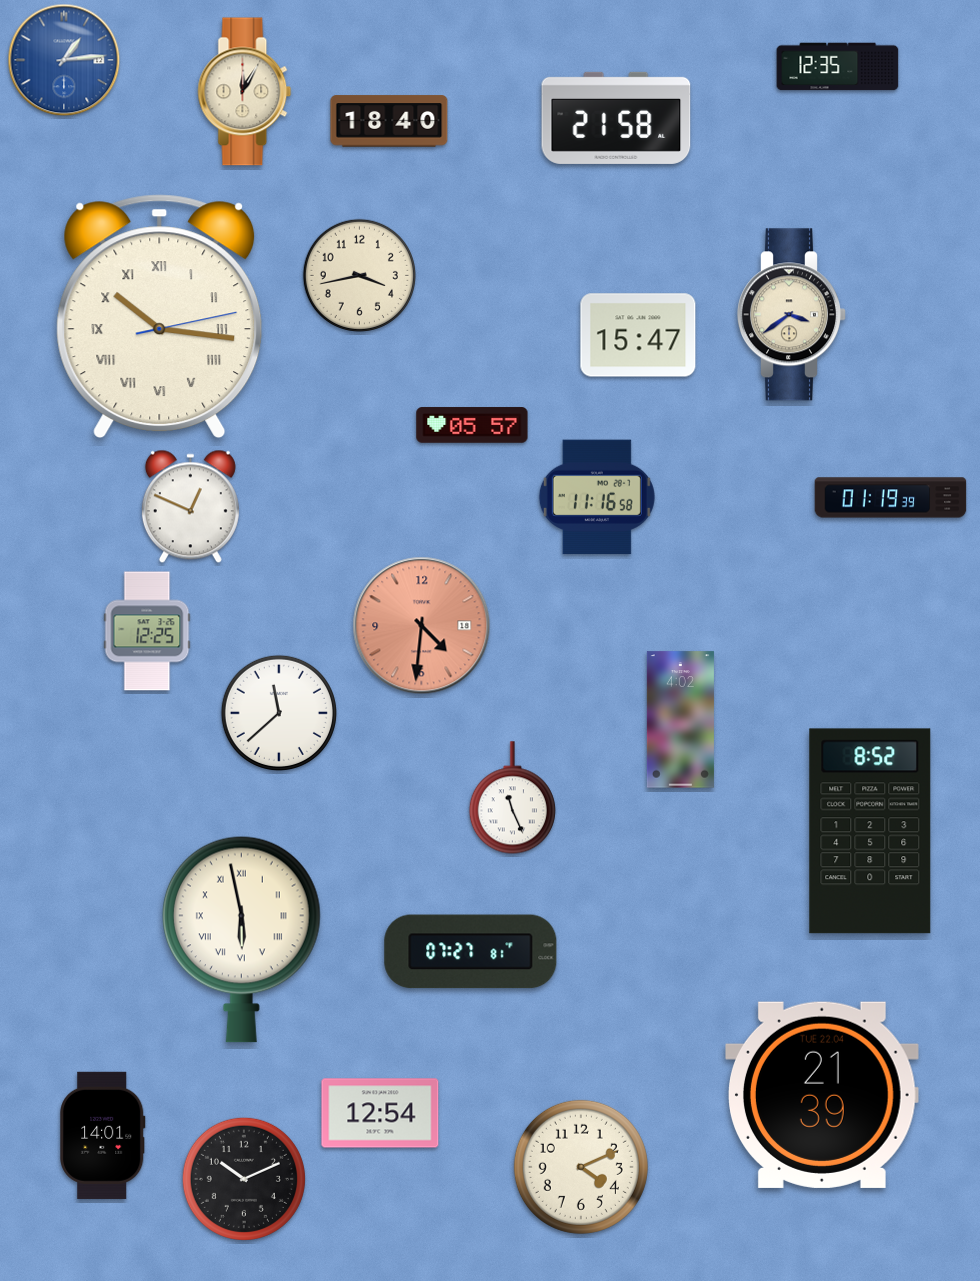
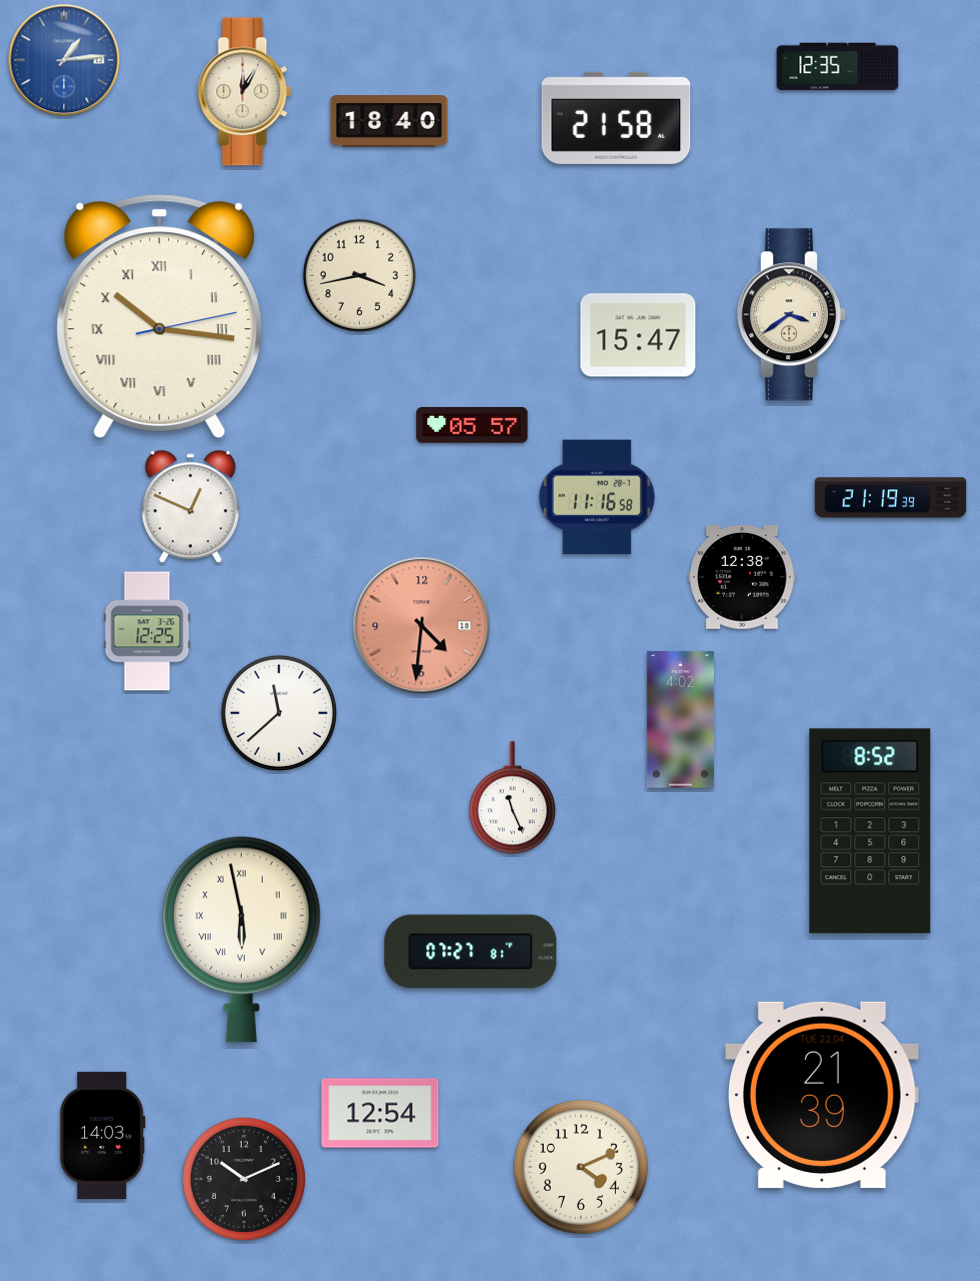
clock at (891, 498): 01:19 -> 21:19
clock at (742, 578): none -> 12:38
clock at (103, 1135): 14:01 -> 14:03
